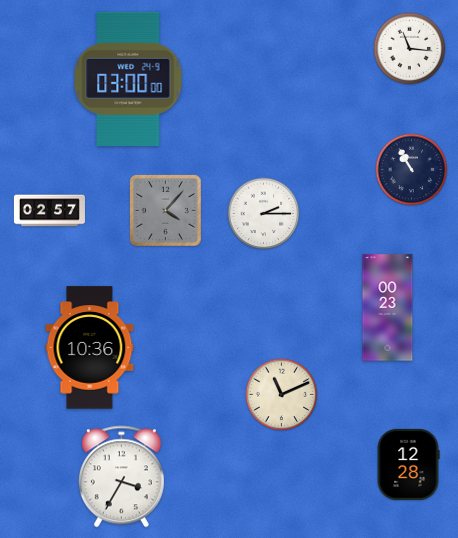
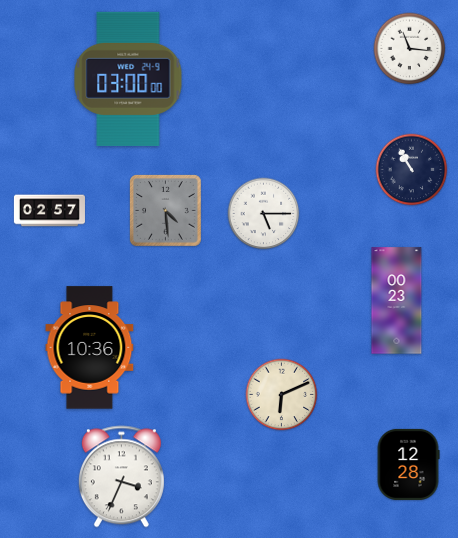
clock at (166, 211): 4:07 -> 4:29
clock at (264, 214): 2:15 -> 5:15
clock at (388, 308) position: (388, 308) -> (397, 301)
clock at (282, 395): 11:11 -> 6:11
clock at (121, 477): 3:35 -> 3:34
